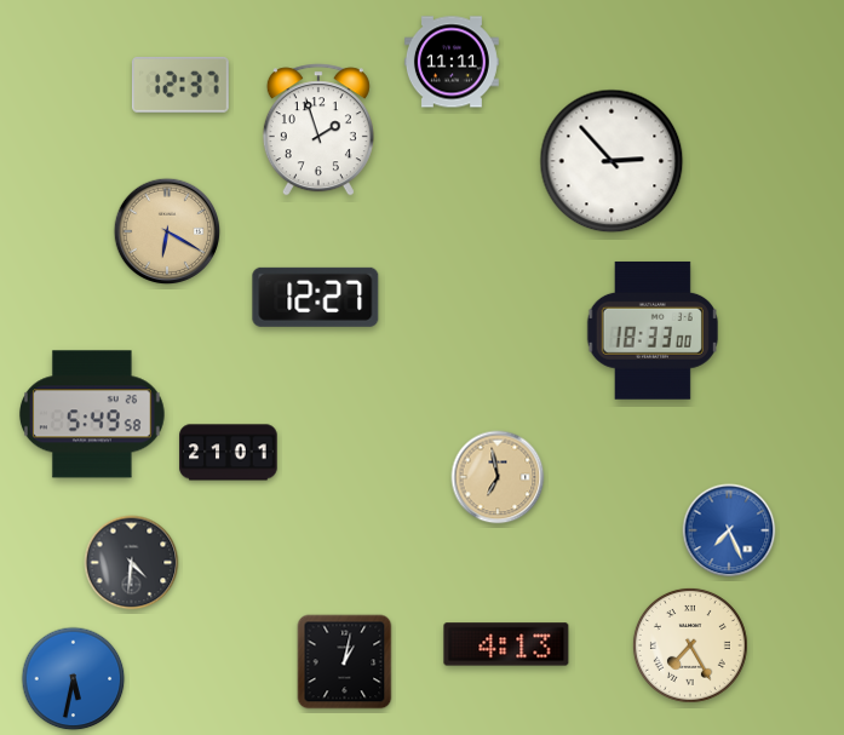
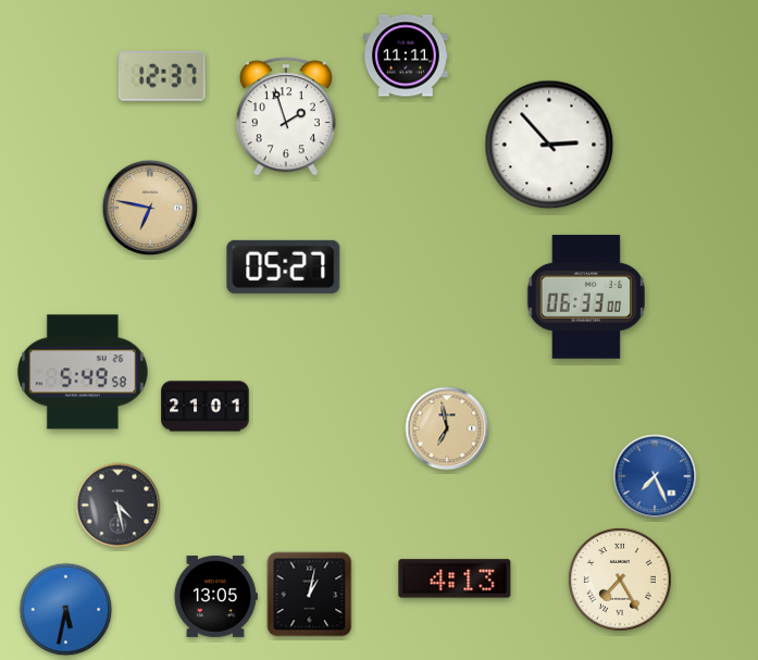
clock at (167, 231): 6:20 -> 6:47
clock at (316, 297): 12:27 -> 05:27
clock at (653, 331): 18:33 -> 06:33
clock at (132, 563): 4:31 -> 4:28
clock at (215, 596): none -> 13:05
